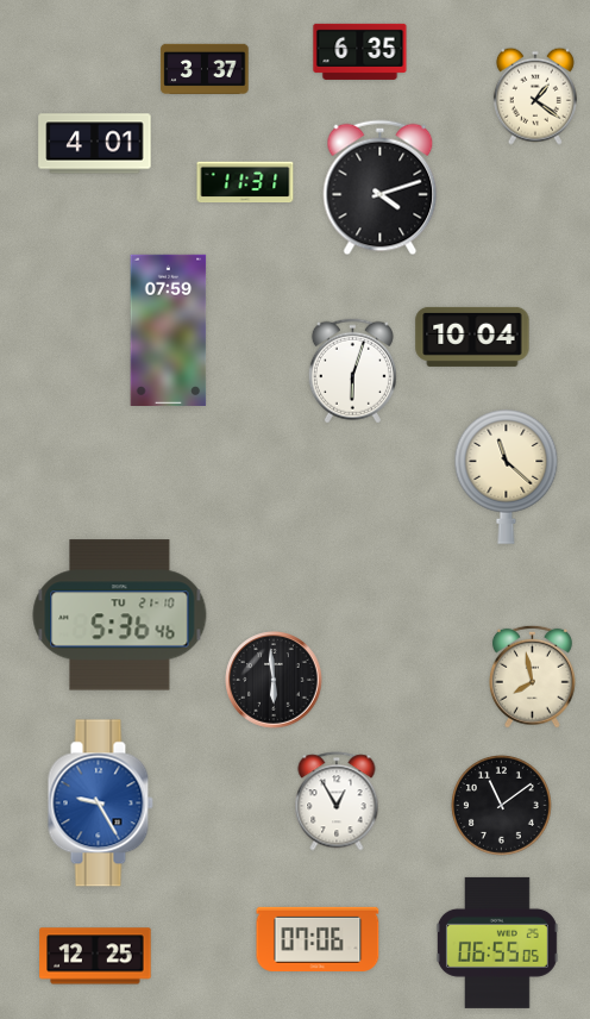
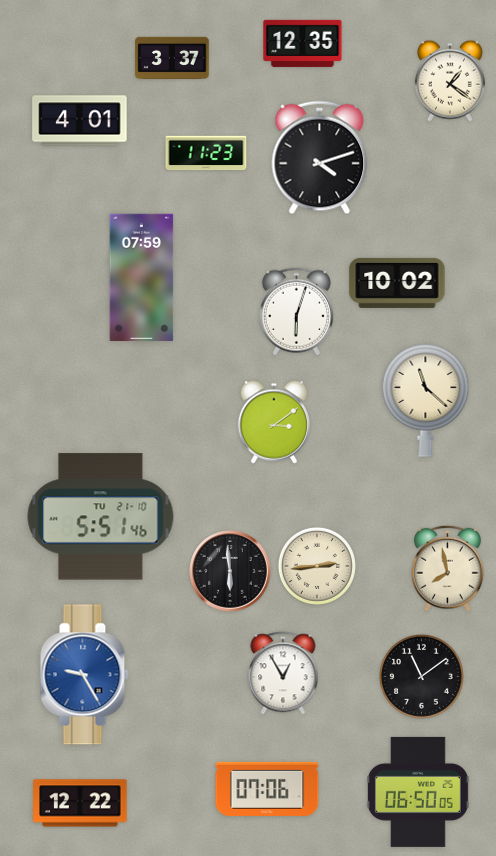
clock at (360, 51): 6:35 -> 12:35
clock at (245, 182): 11:31 -> 11:23
clock at (472, 337): 10:04 -> 10:02
clock at (273, 422): none -> 3:09
clock at (120, 615): 5:36 -> 5:51
clock at (317, 566): none -> 2:44
clock at (497, 943): 06:55 -> 06:50
clock at (95, 956): 12:25 -> 12:22
